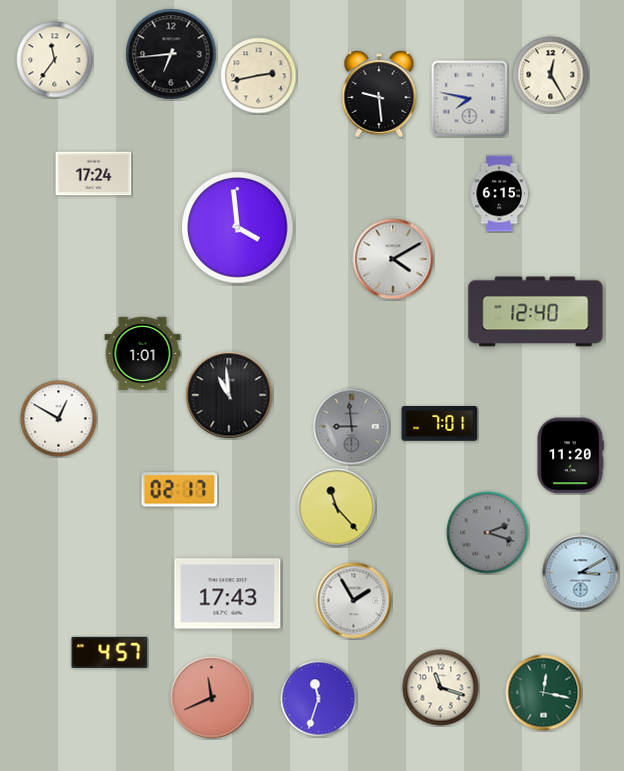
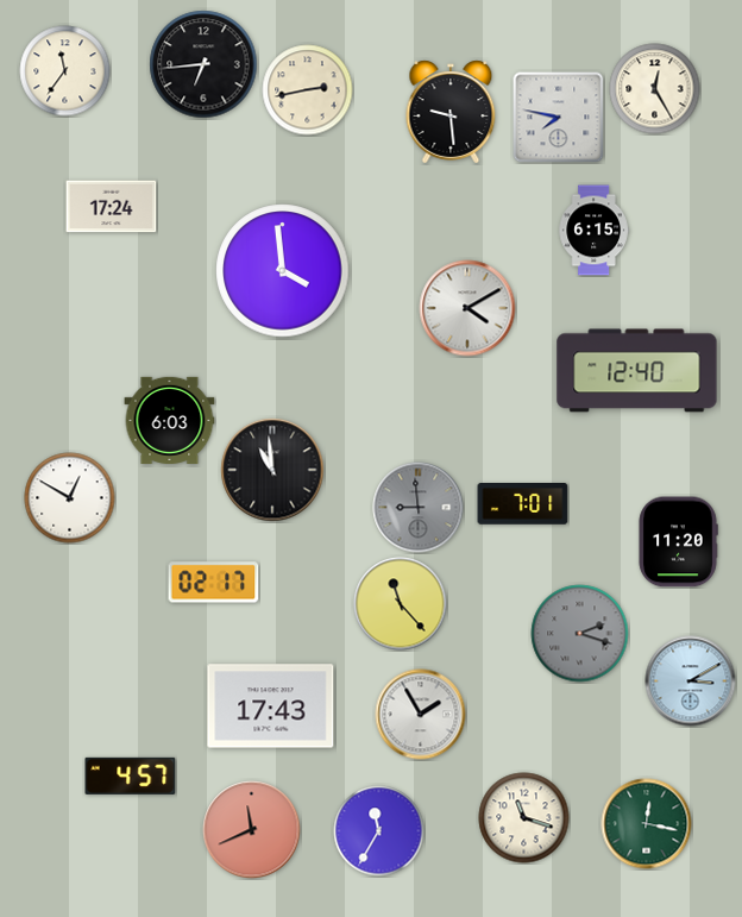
clock at (143, 353): 1:01 -> 6:03
clock at (319, 699): 11:33 -> 11:35
